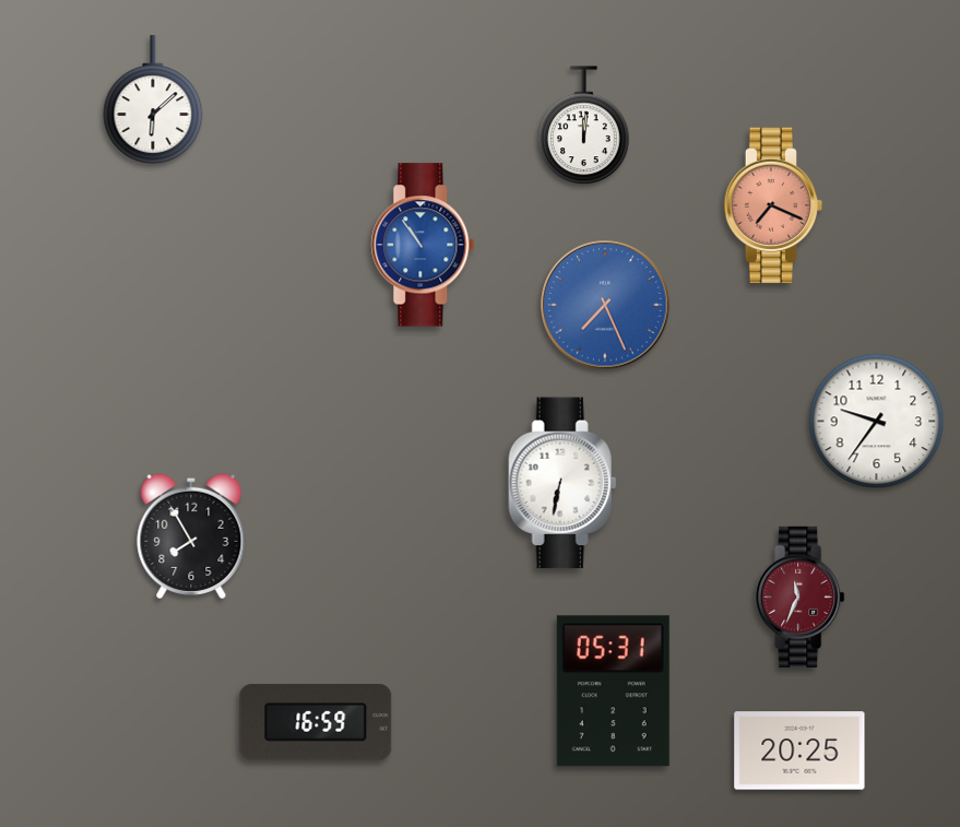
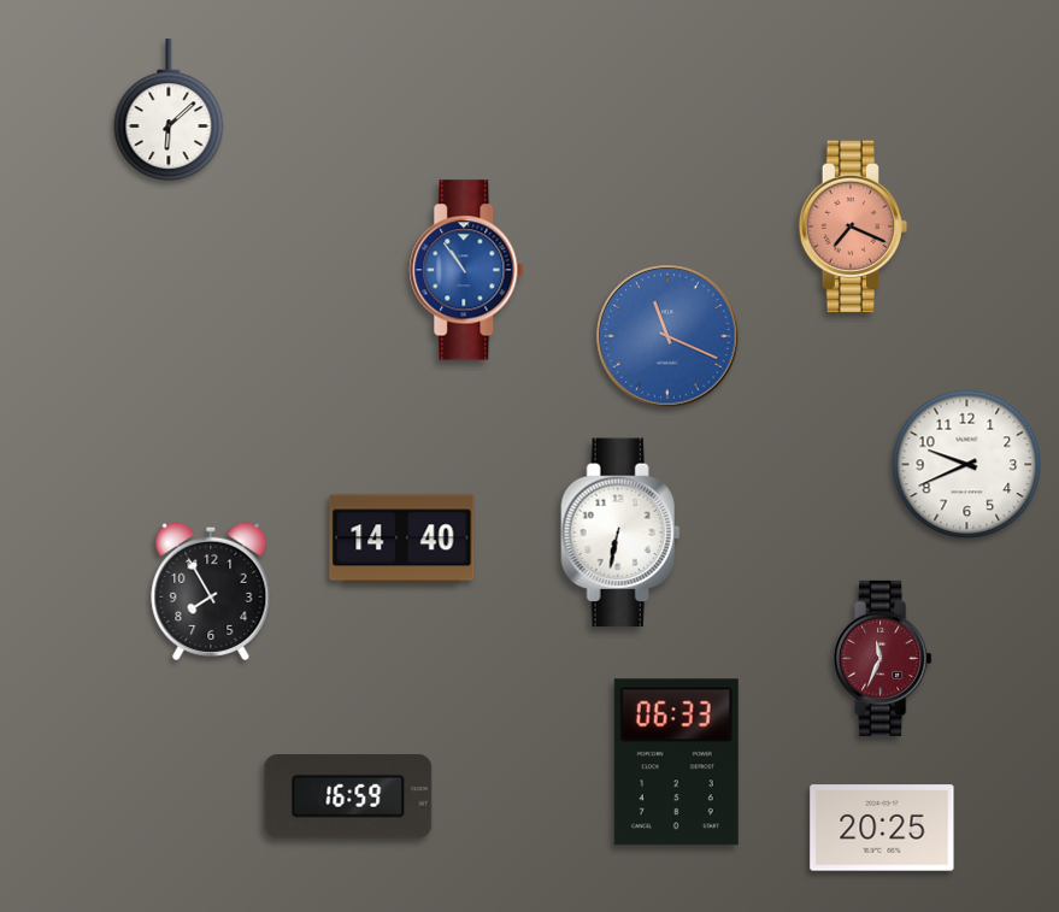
clock at (584, 126): 12:01 -> none
clock at (605, 305): 7:26 -> 11:19
clock at (877, 422): 9:36 -> 9:41
clock at (402, 540): none -> 14:40
clock at (613, 692): 05:31 -> 06:33
